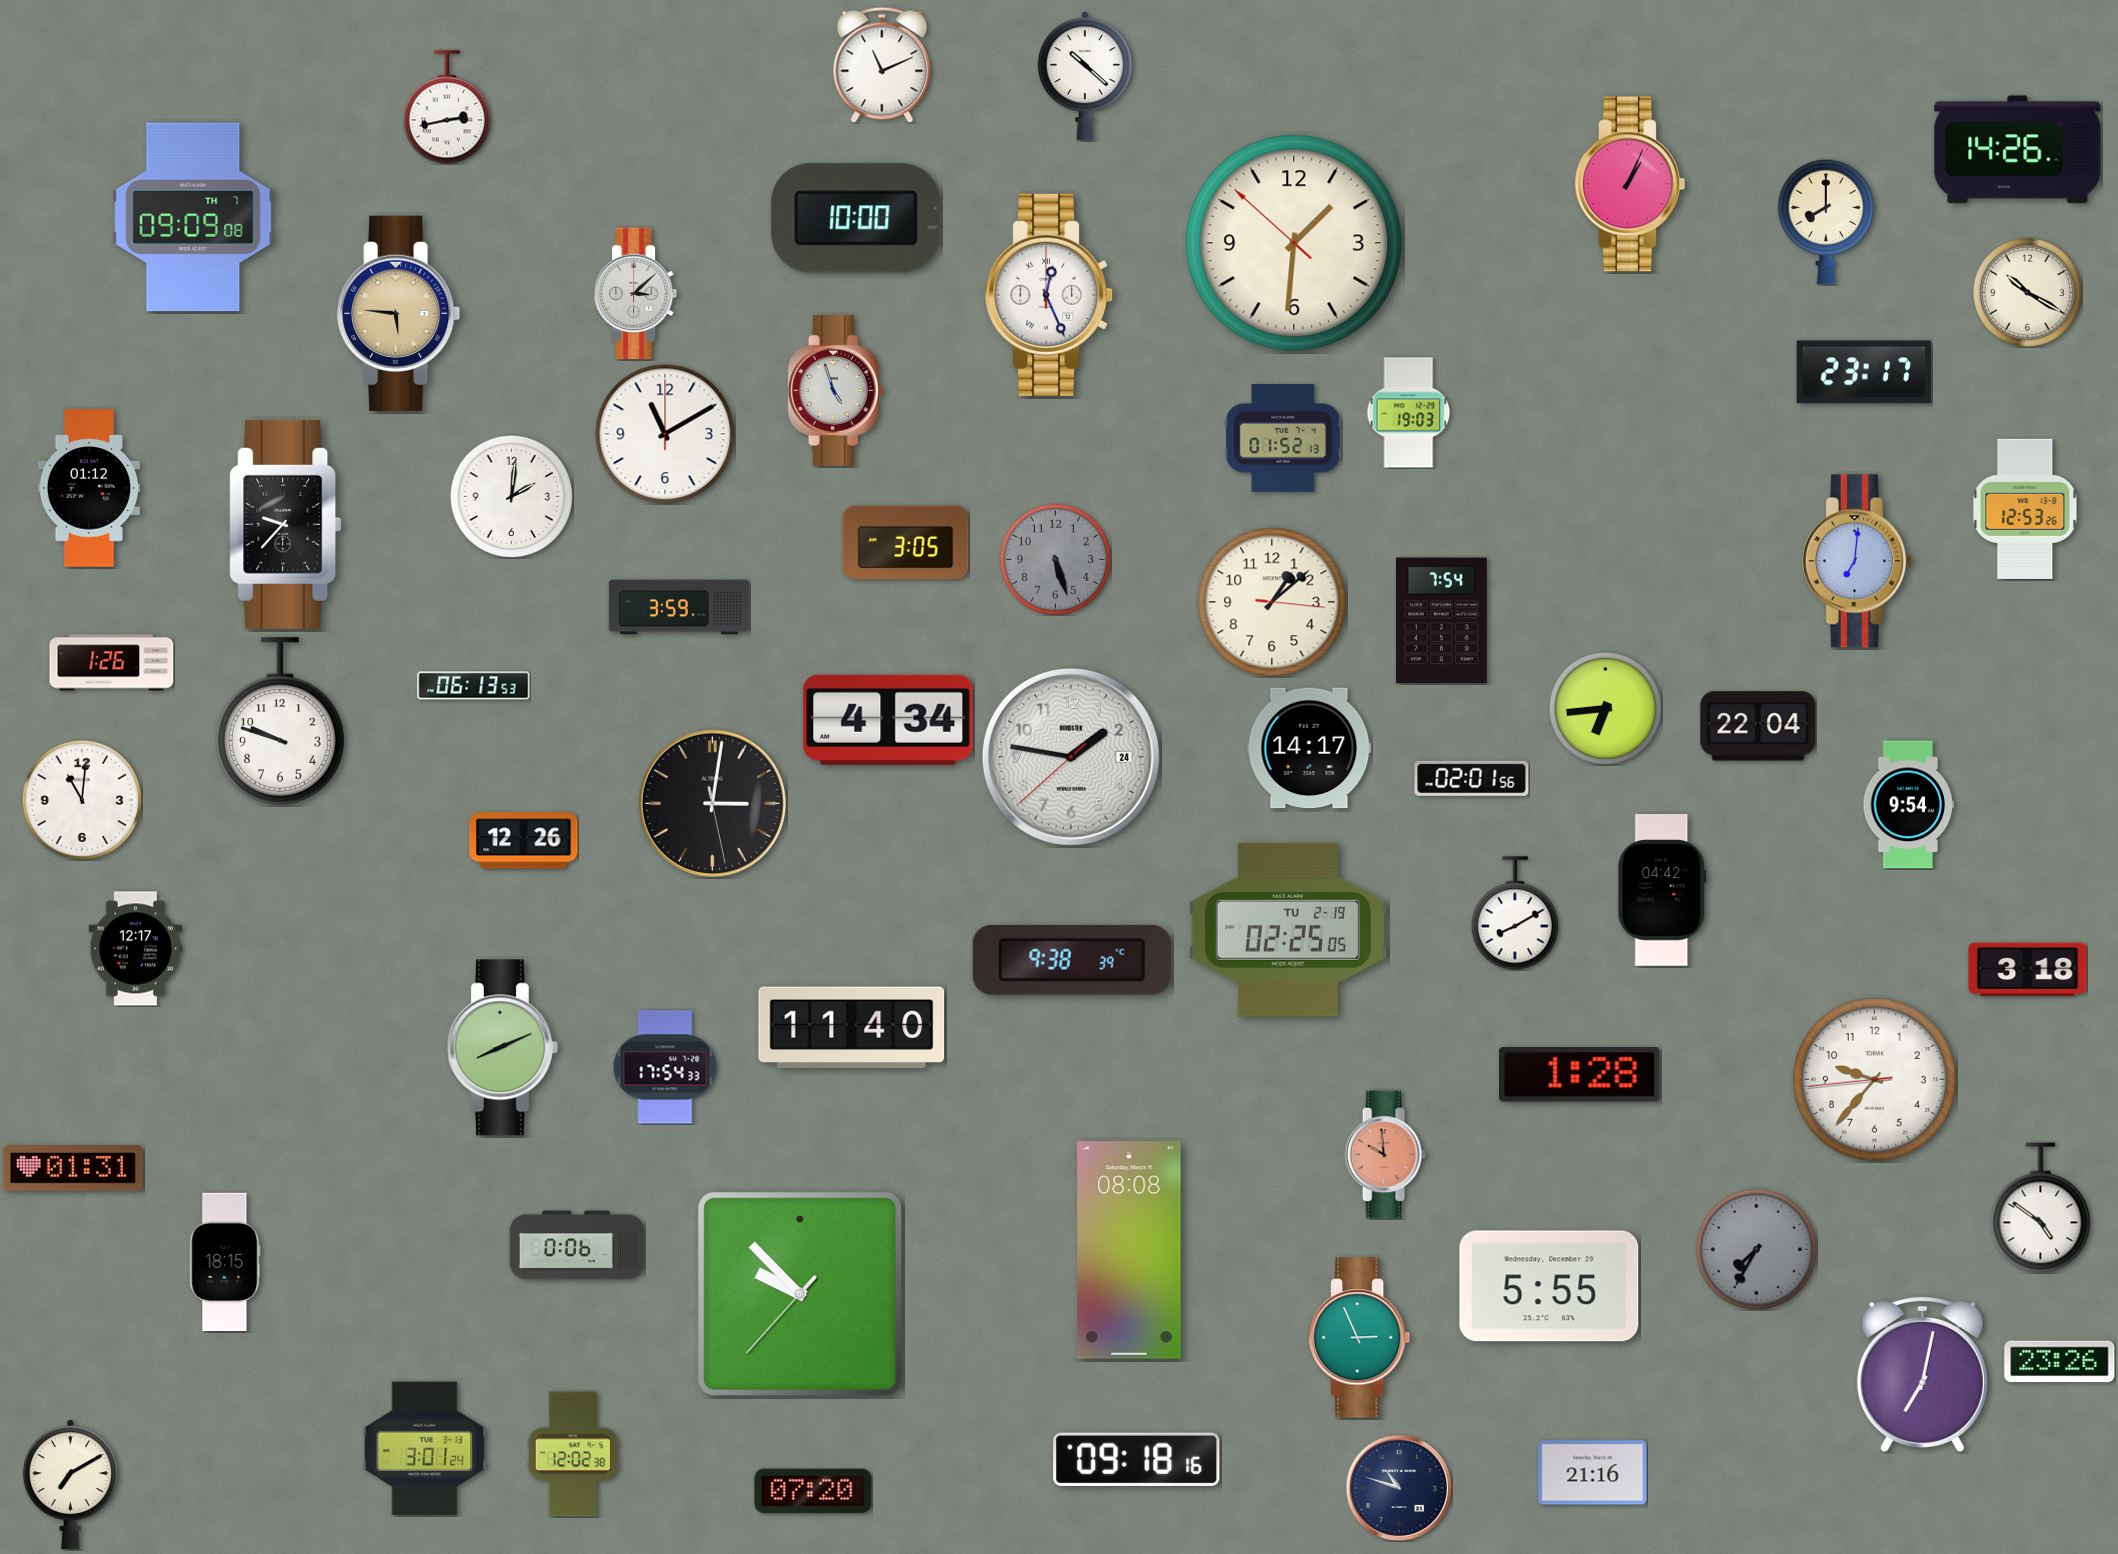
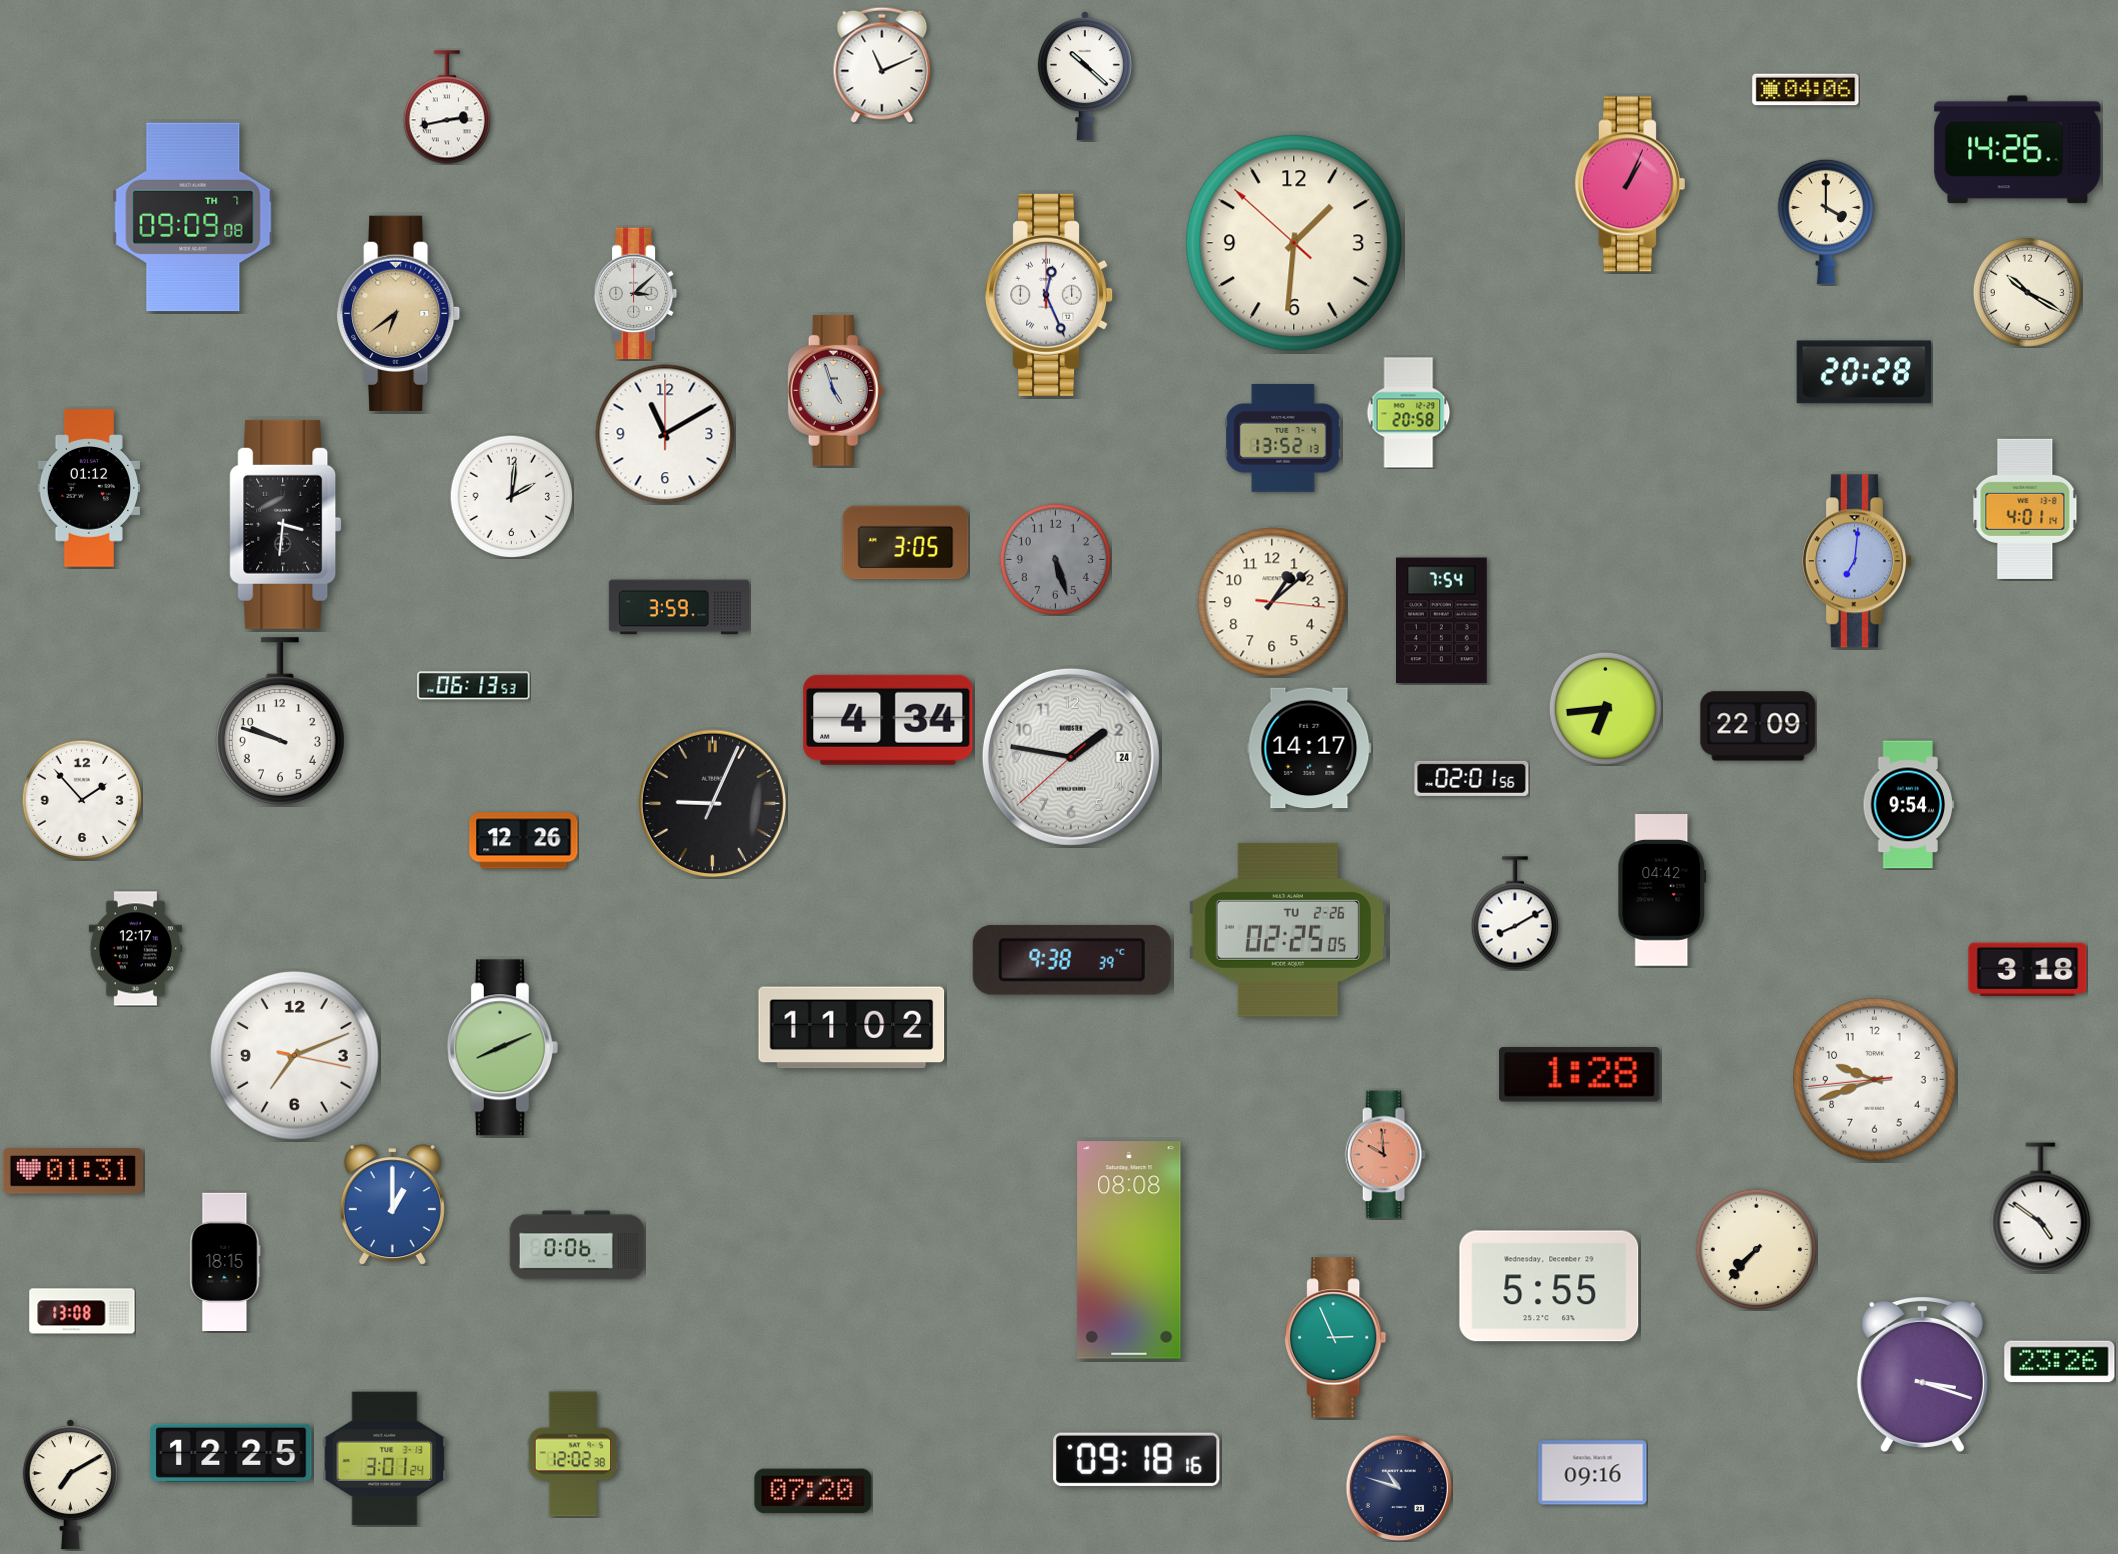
clock at (1806, 90): none -> 04:06
clock at (856, 218): 10:00 -> none
clock at (1826, 222): 8:00 -> 4:00
clock at (399, 313): 5:46 -> 6:39
clock at (1863, 372): 23:17 -> 20:28
clock at (1409, 413): 19:03 -> 20:58
clock at (1283, 439): 01:52 -> 13:52
clock at (2025, 509): 12:53 -> 4:01
clock at (286, 524): 9:37 -> 3:31
clock at (112, 663): 1:26 -> none
clock at (1758, 726): 22:04 -> 22:09
clock at (82, 800): 11:01 -> 1:53
clock at (713, 804): 3:01 -> 9:04
clock at (1288, 930) date: TU 2-19 -> TU 2-26
clock at (852, 1028): 11:40 -> 11:02
clock at (295, 1056): none -> 7:11
clock at (665, 1067): 17:54 -> none
clock at (1875, 1080): 9:36 -> 9:41
clock at (73, 1169) position: (73, 1169) -> (73, 1172)
clock at (392, 1205): none -> 1:00
clock at (1756, 1249): 7:35 -> 7:37
clock at (1756, 1249) dial: grey -> cream
clock at (800, 1294): 9:52 -> none
clock at (82, 1311): none -> 13:08
clock at (1360, 1338) position: (1360, 1338) -> (1336, 1338)
clock at (1922, 1374): 7:02 -> 3:18
clock at (425, 1449) position: (425, 1449) -> (385, 1459)
clock at (231, 1453): none -> 12:25
clock at (1593, 1473): 21:16 -> 09:16
